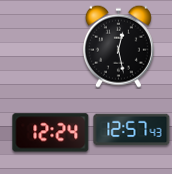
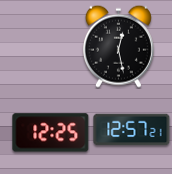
clock at (132, 130): 12:57:43 -> 12:57:21
clock at (51, 133): 12:24 -> 12:25
